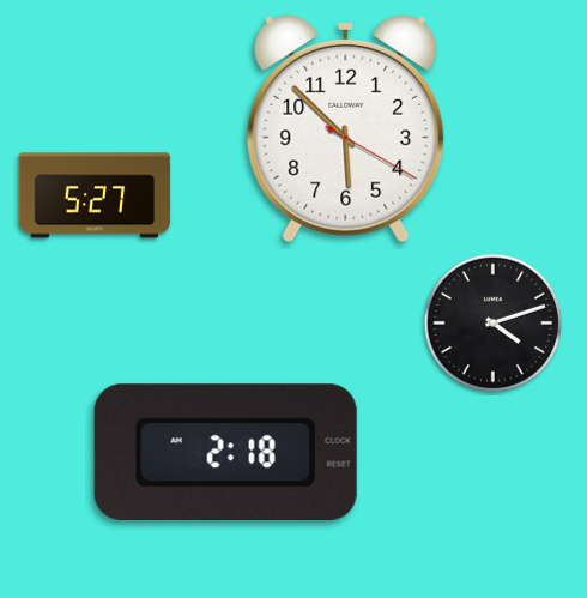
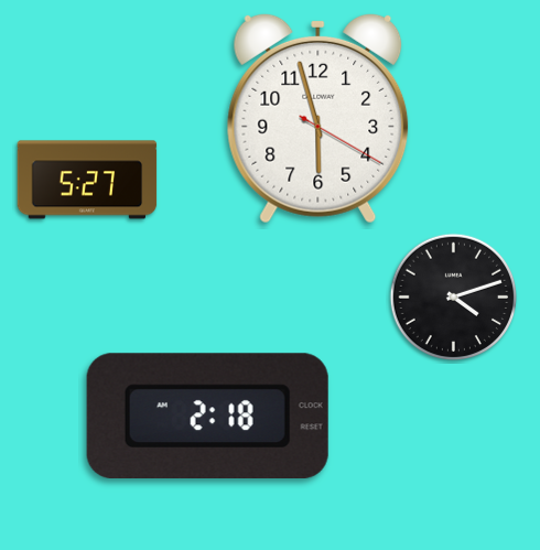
clock at (346, 128): 5:52 -> 5:57
